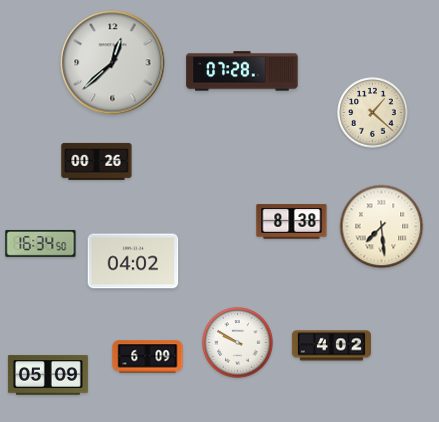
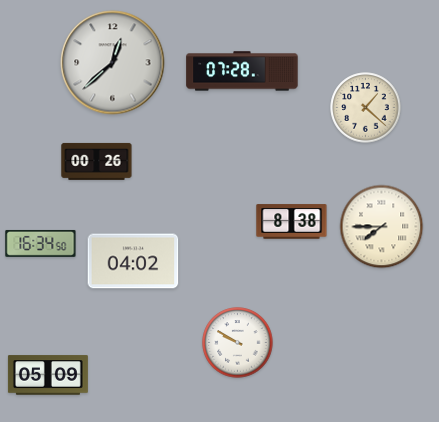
clock at (373, 113) position: (373, 113) -> (366, 108)
clock at (382, 227): 7:29 -> 7:45
clock at (331, 346): 4:02 -> none
clock at (148, 357): 6:09 -> none
